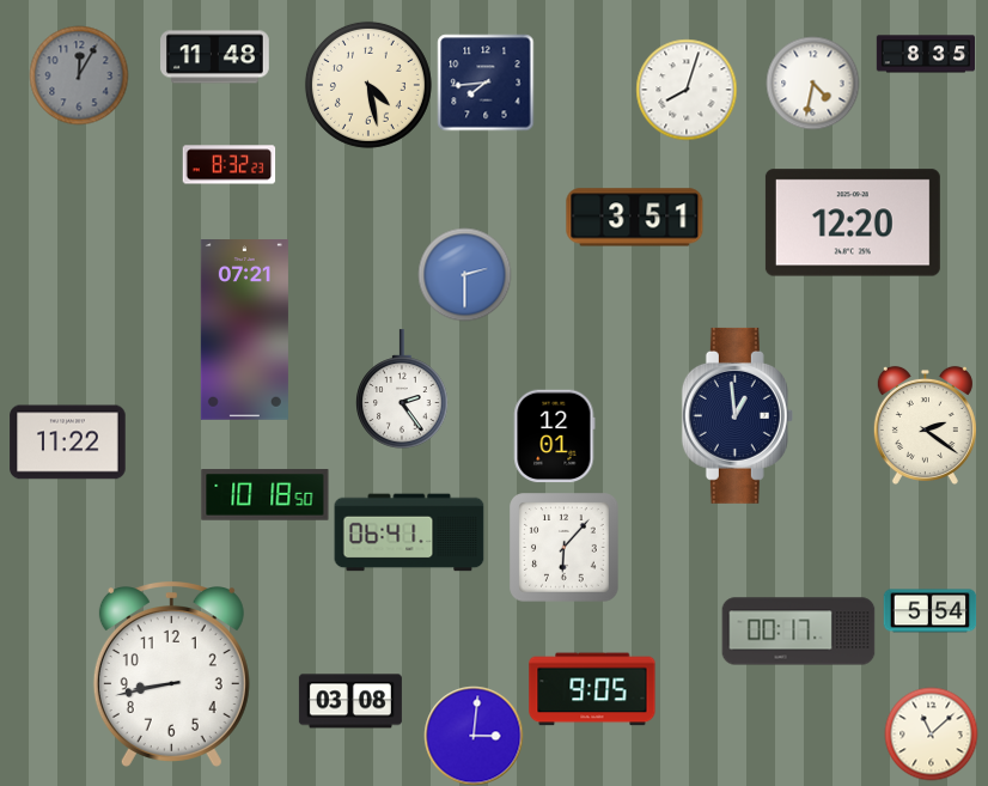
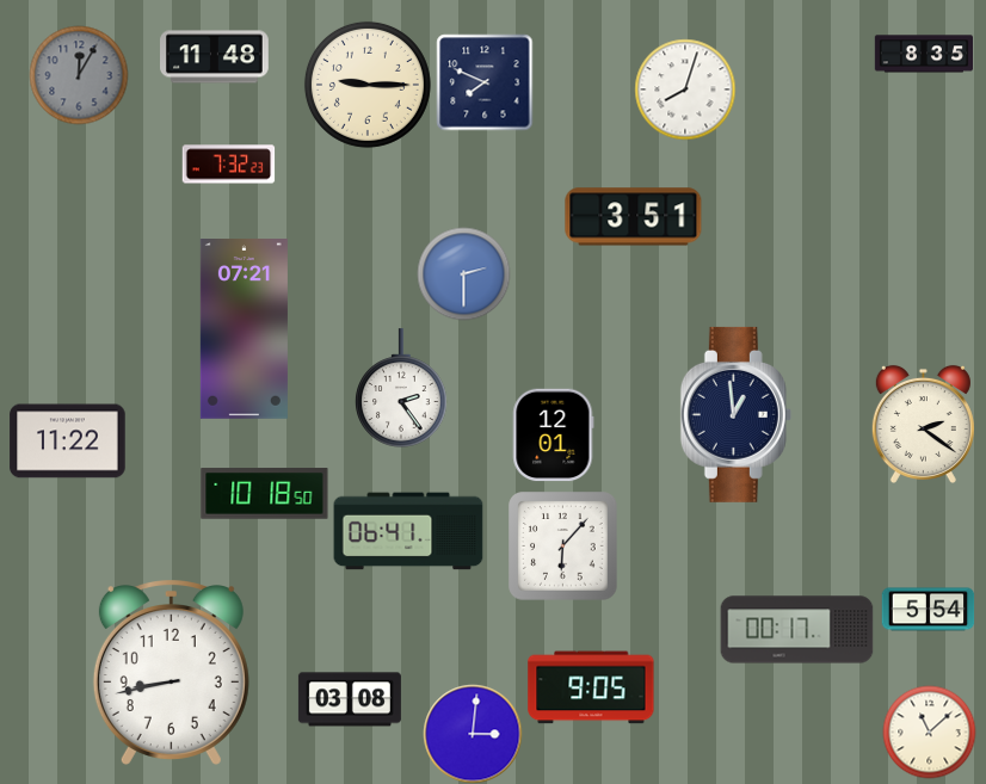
clock at (486, 83): 7:44 -> 7:49
clock at (812, 83): 4:32 -> none
clock at (368, 85): 4:28 -> 9:15
clock at (228, 165): 8:32 -> 7:32
clock at (853, 223): 12:20 -> none
